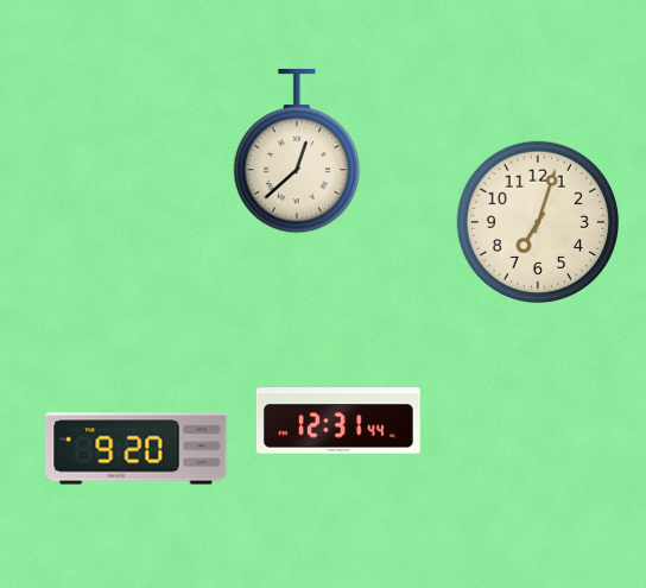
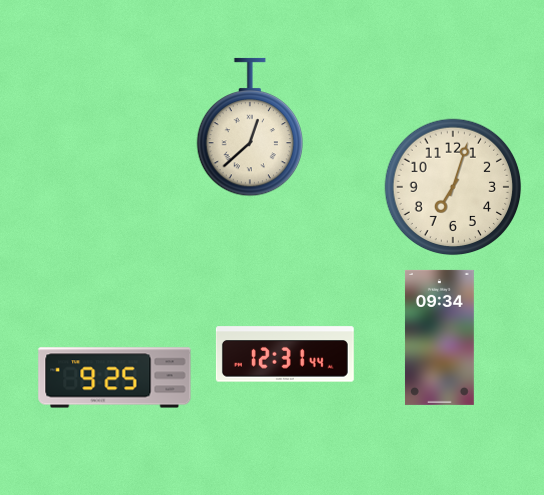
clock at (439, 337): none -> 09:34
clock at (137, 449): 9:20 -> 9:25
